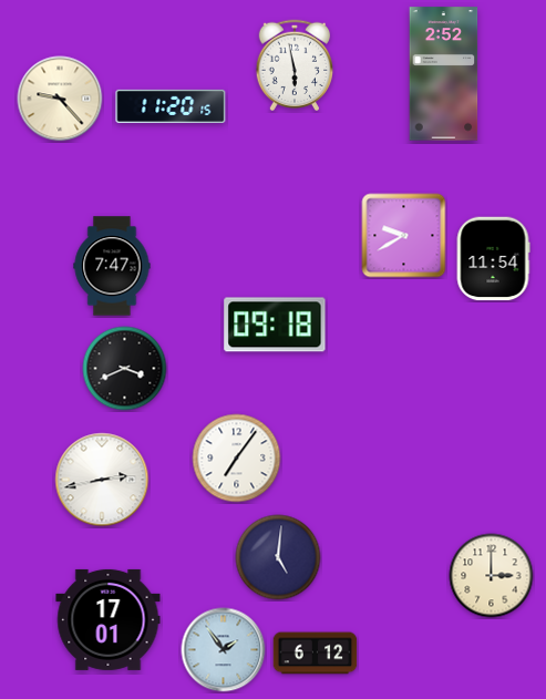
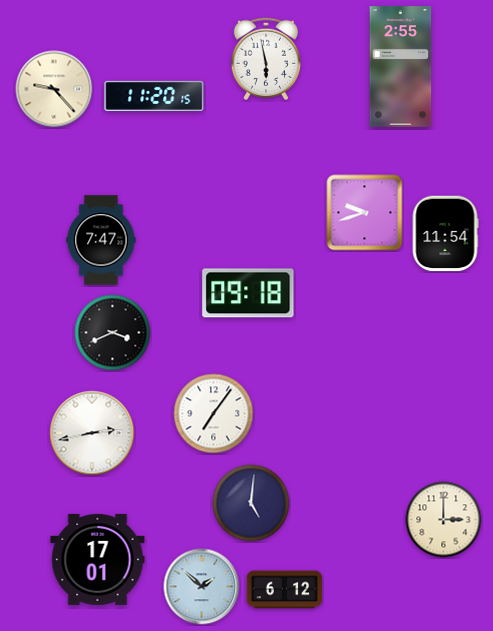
clock at (444, 74): 2:52 -> 2:55
clock at (404, 236): 9:40 -> 9:42
clock at (224, 650): 1:54 -> 1:52
